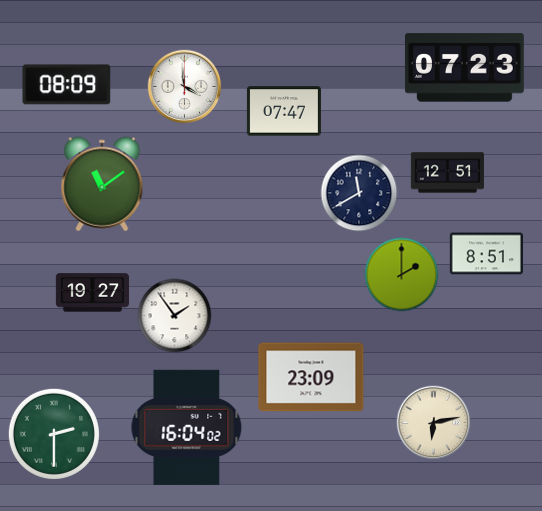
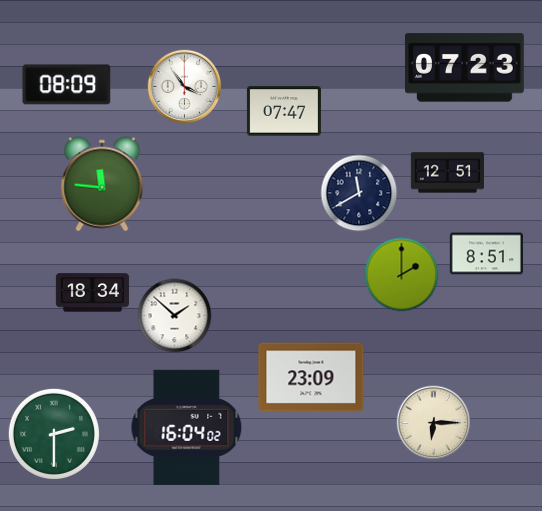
clock at (185, 87): 3:59 -> 3:54
clock at (102, 184): 11:09 -> 11:46
clock at (92, 293): 19:27 -> 18:34
clock at (175, 316): 1:54 -> 1:52
clock at (434, 423): 6:13 -> 6:15
